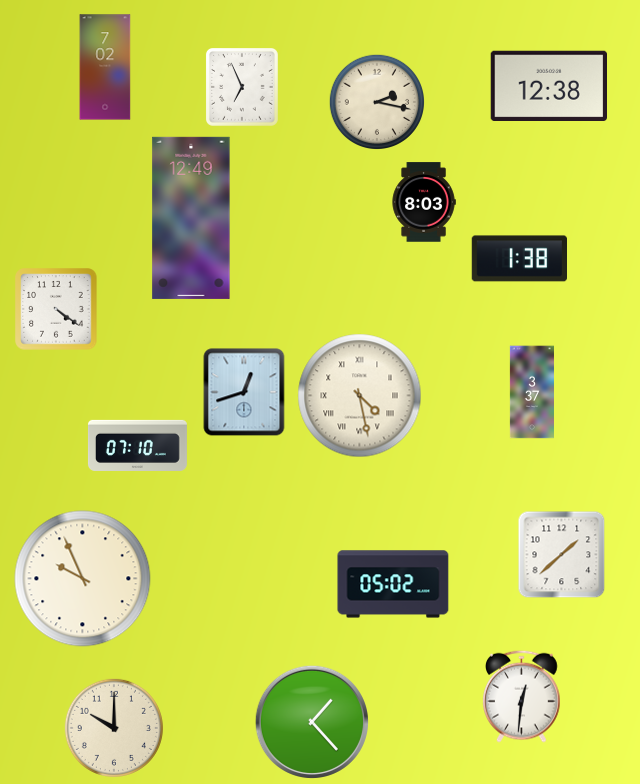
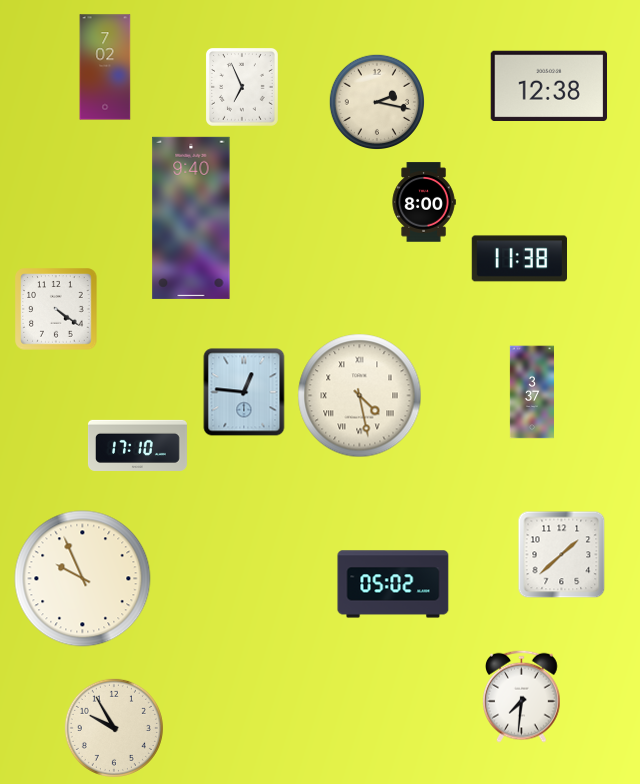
clock at (424, 202): 8:03 -> 8:00
clock at (191, 218): 12:49 -> 9:40
clock at (519, 259): 1:38 -> 11:38
clock at (244, 392): 12:42 -> 12:46
clock at (137, 445): 07:10 -> 17:10
clock at (522, 696): 12:31 -> 7:31
clock at (312, 722): 1:23 -> none
clock at (114, 728): 10:00 -> 9:55
